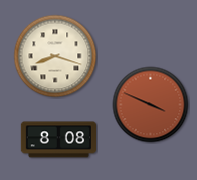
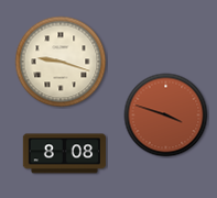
clock at (55, 56): 8:18 -> 9:18
clock at (151, 105): 3:49 -> 3:48
